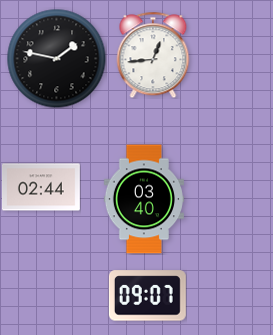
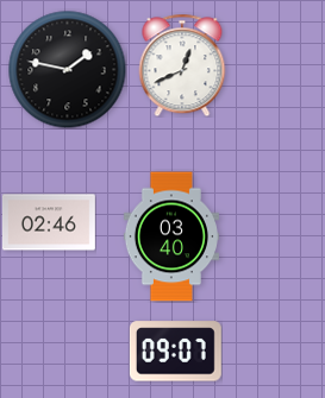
clock at (153, 55): 12:44 -> 12:41
clock at (41, 187): 02:44 -> 02:46
